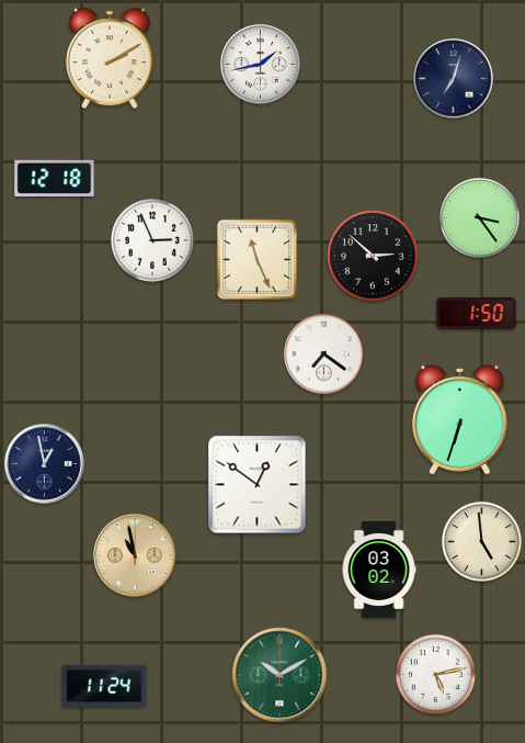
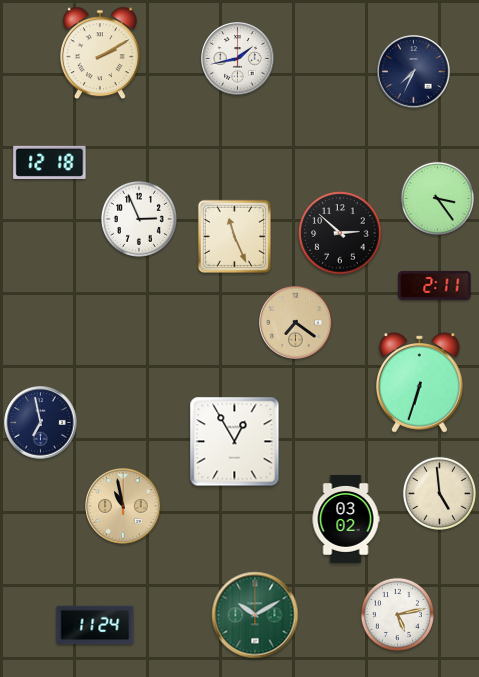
clock at (454, 79): 7:03 -> 7:34
clock at (477, 313): 1:50 -> 2:11
clock at (324, 354) dial: white -> champagne
clock at (45, 464): 12:58 -> 6:58
clock at (258, 485): 12:51 -> 12:55
